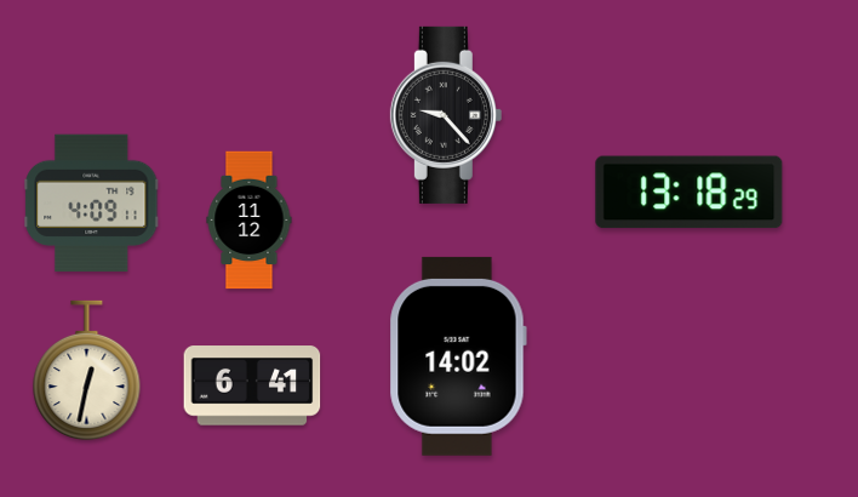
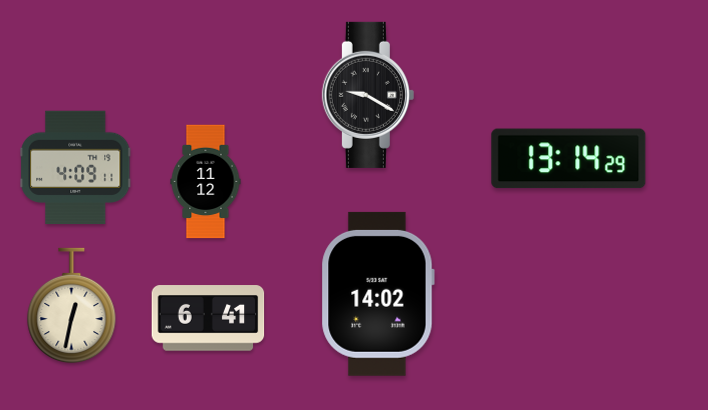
clock at (446, 115): 9:23 -> 9:20
clock at (690, 193): 13:18 -> 13:14
